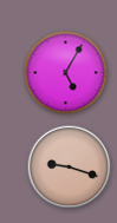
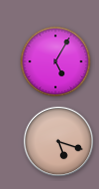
clock at (70, 168): 9:18 -> 5:18
